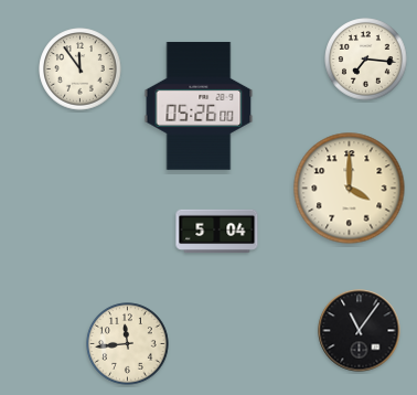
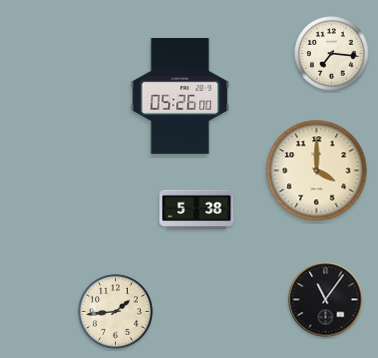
clock at (81, 70): 11:54 -> none
clock at (217, 232): 5:04 -> 5:38
clock at (128, 344): 11:44 -> 1:44
